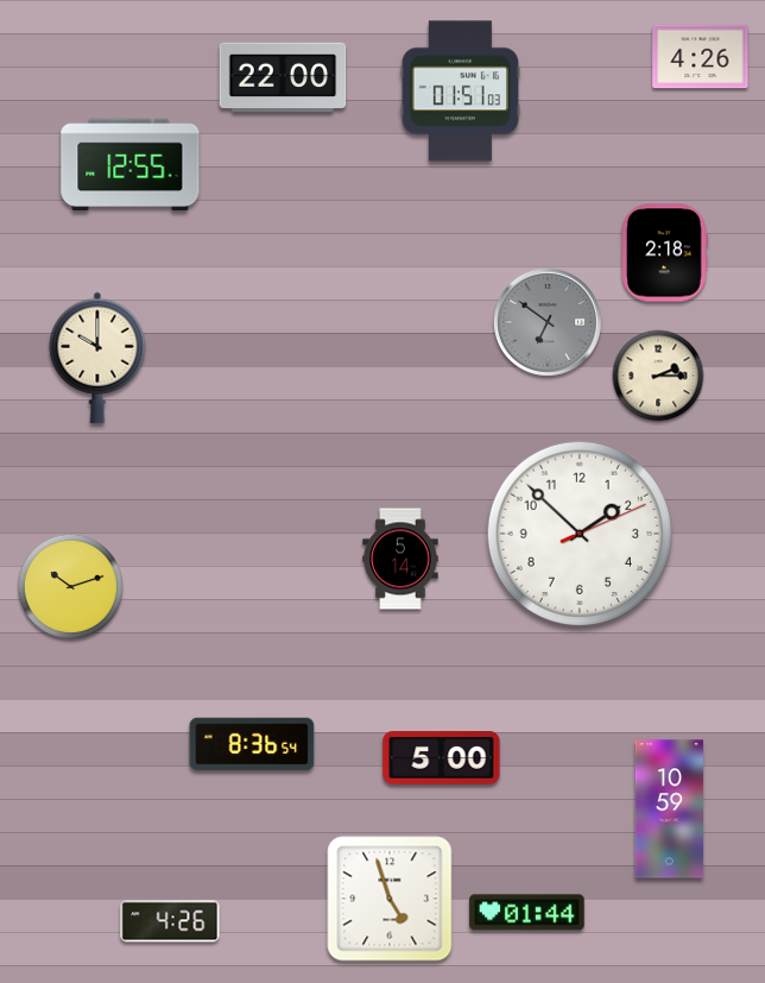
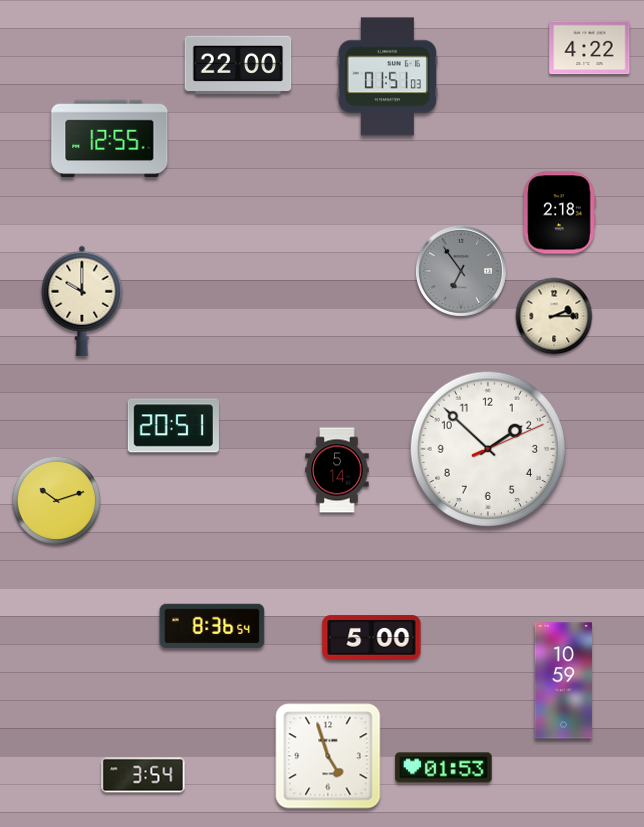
clock at (701, 57): 4:26 -> 4:22
clock at (548, 322): 6:51 -> 6:54
clock at (173, 426): none -> 20:51
clock at (70, 586) position: (70, 586) -> (56, 500)
clock at (527, 913): 01:44 -> 01:53
clock at (170, 921): 4:26 -> 3:54
